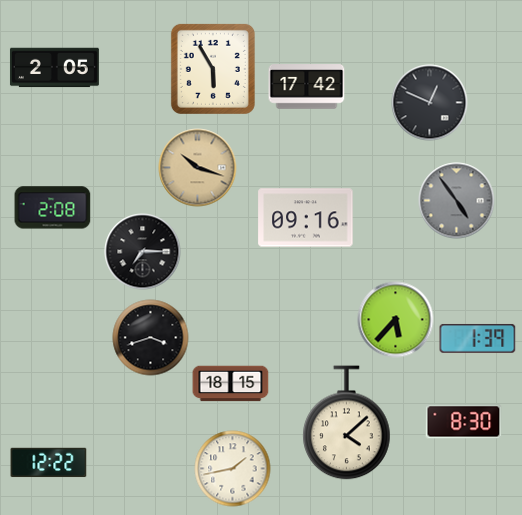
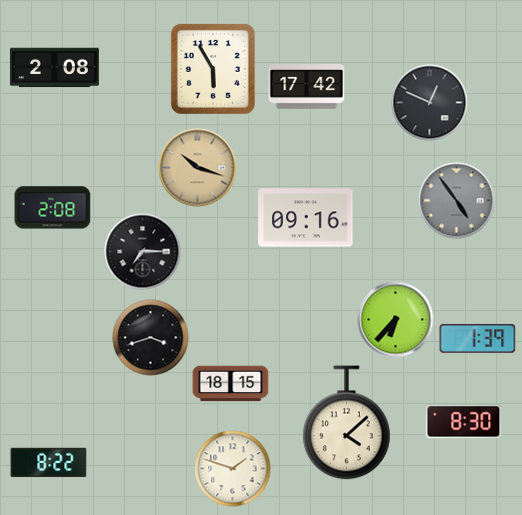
clock at (54, 68): 2:05 -> 2:08
clock at (396, 320): 5:37 -> 6:37
clock at (49, 463): 12:22 -> 8:22
clock at (233, 469): 1:43 -> 1:48
